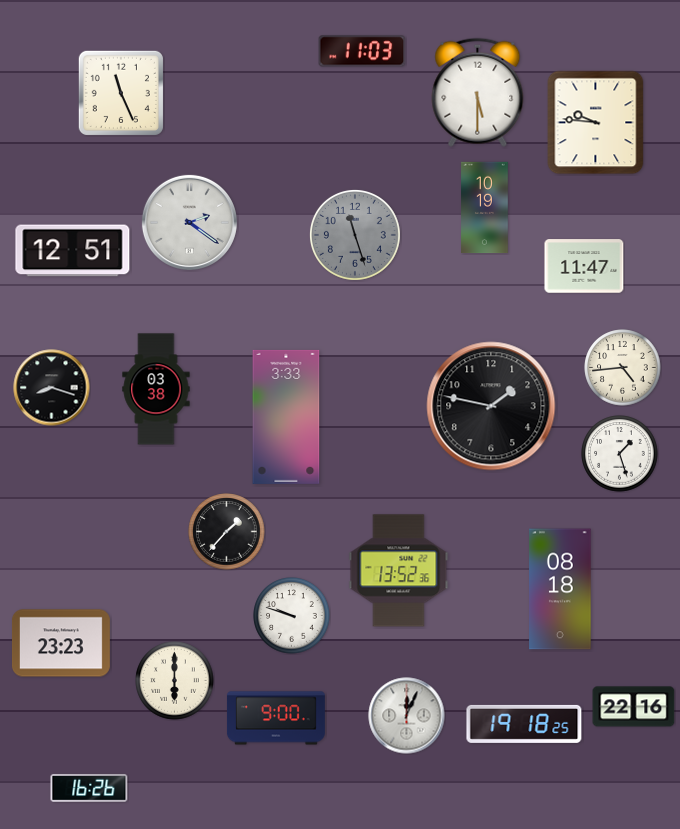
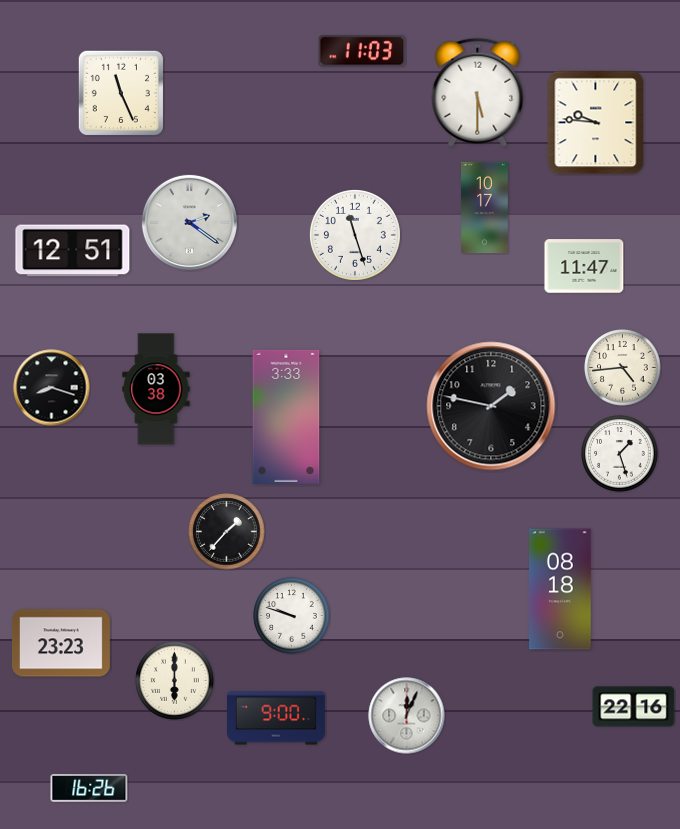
clock at (485, 208): 10:19 -> 10:17
clock at (355, 235) dial: grey -> white
clock at (399, 571): 13:52 -> none
clock at (524, 724): 19:18 -> none
